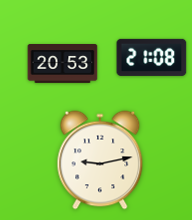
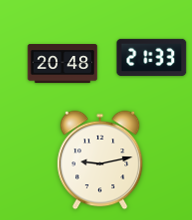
clock at (152, 57): 21:08 -> 21:33
clock at (63, 64): 20:53 -> 20:48
